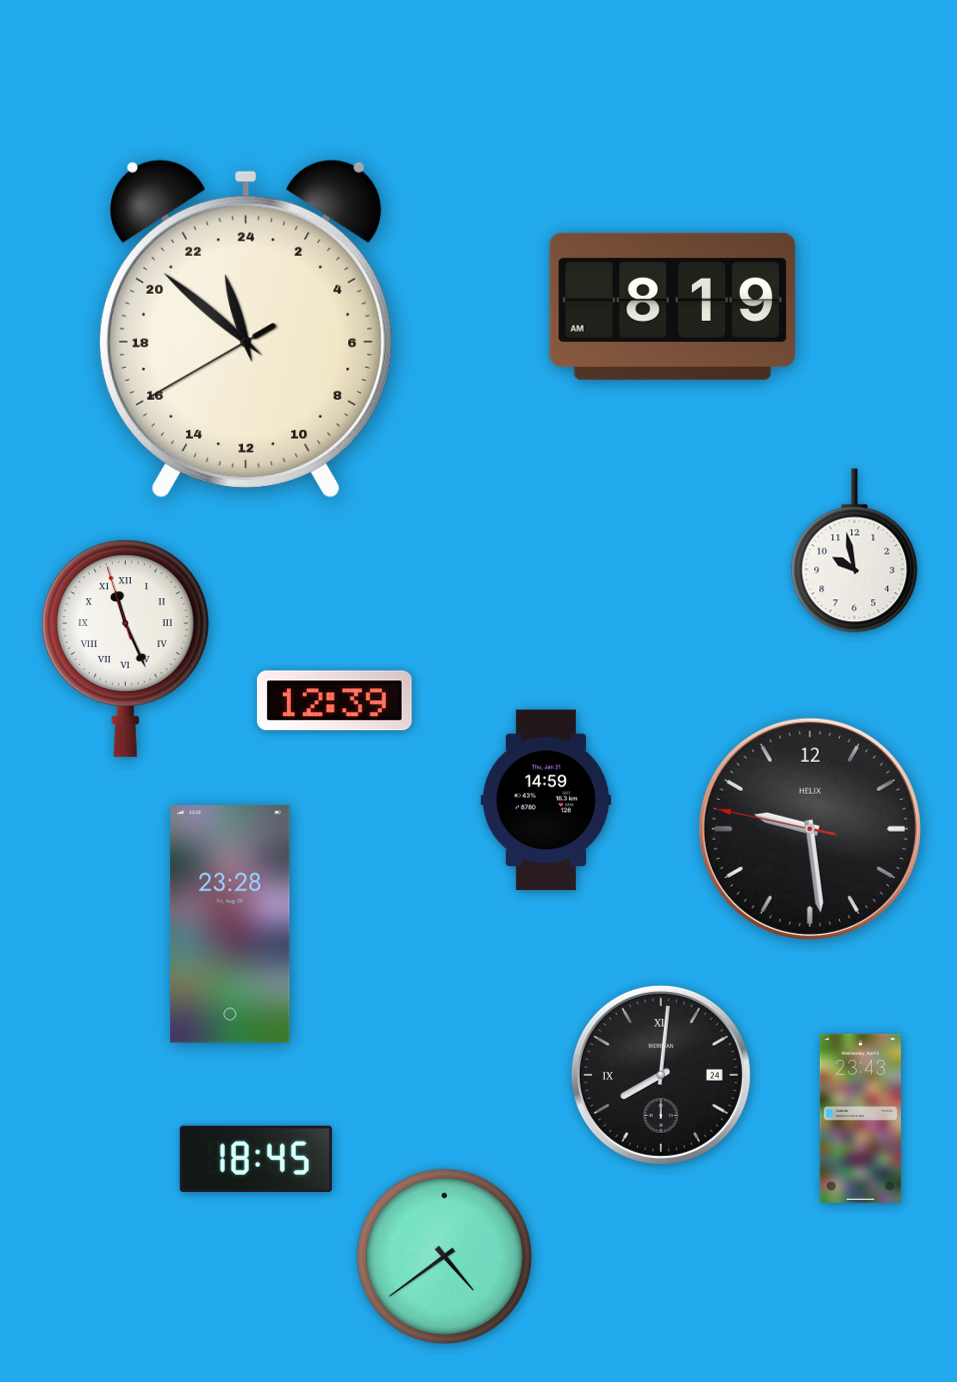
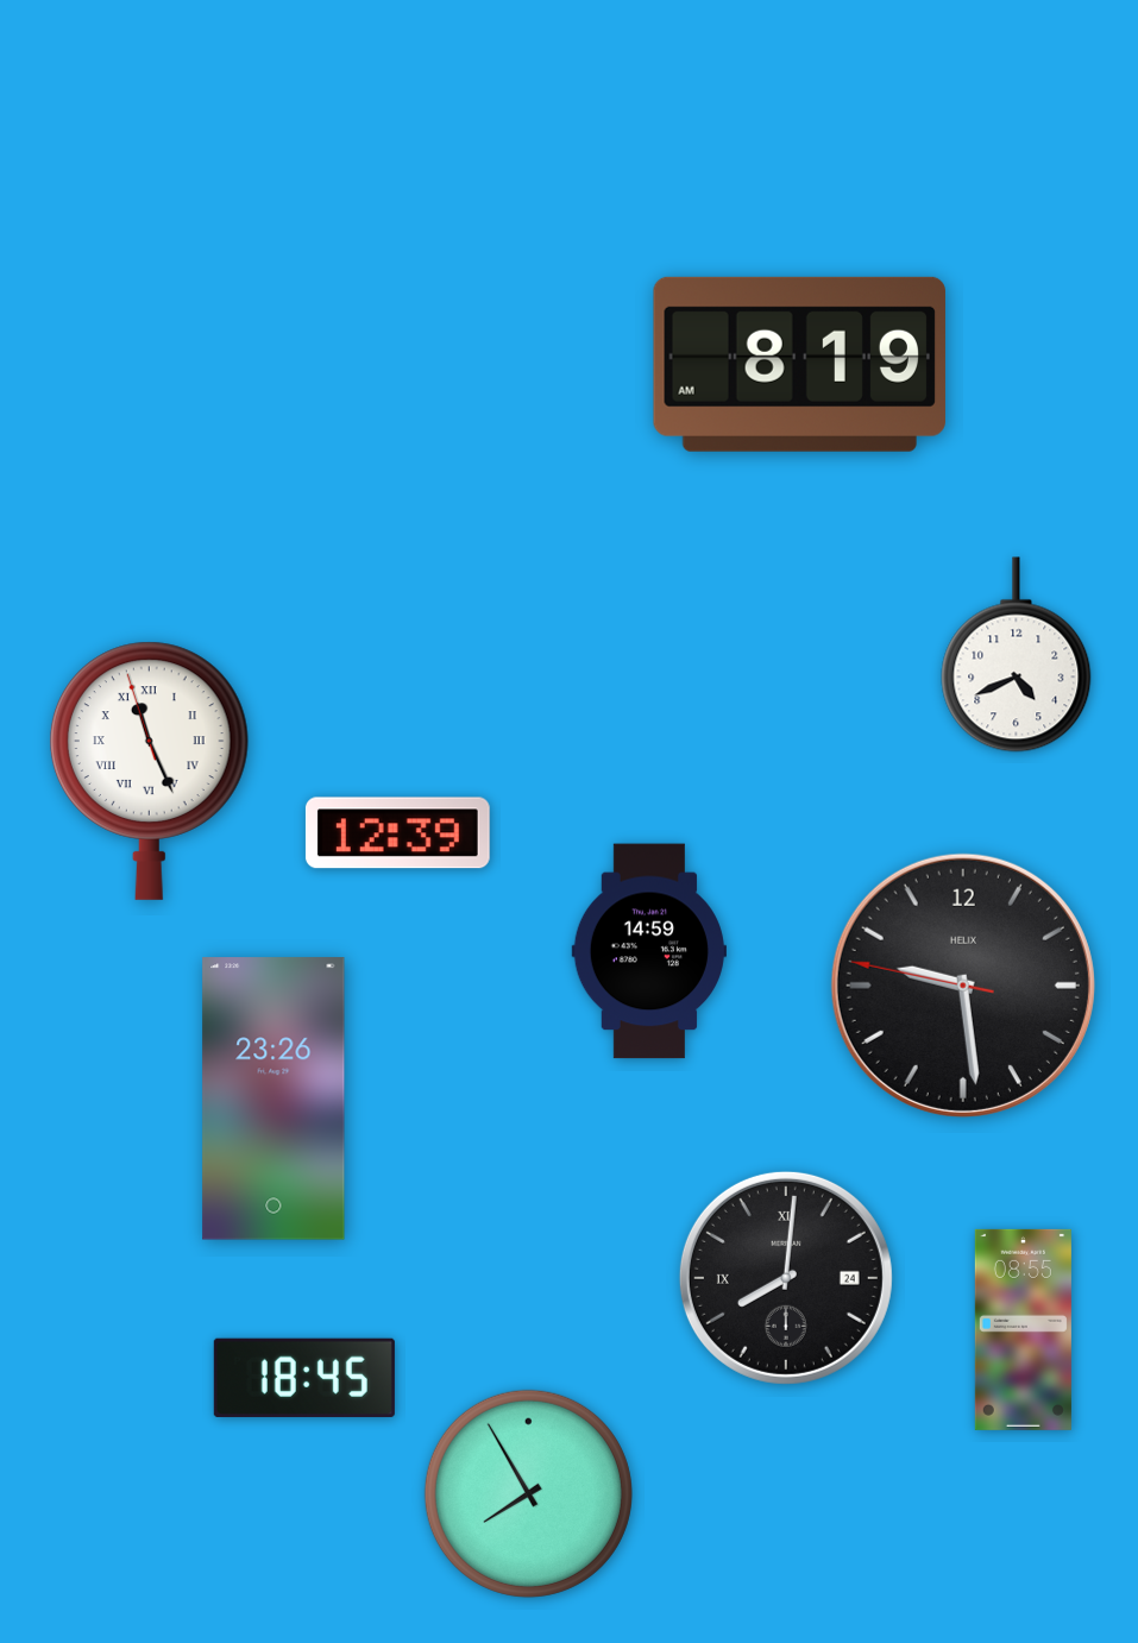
clock at (246, 329): 22:51 -> none
clock at (855, 551): 9:58 -> 4:41
clock at (230, 924): 23:28 -> 23:26
clock at (860, 1118): 23:43 -> 08:55
clock at (444, 1256): 4:39 -> 7:55
